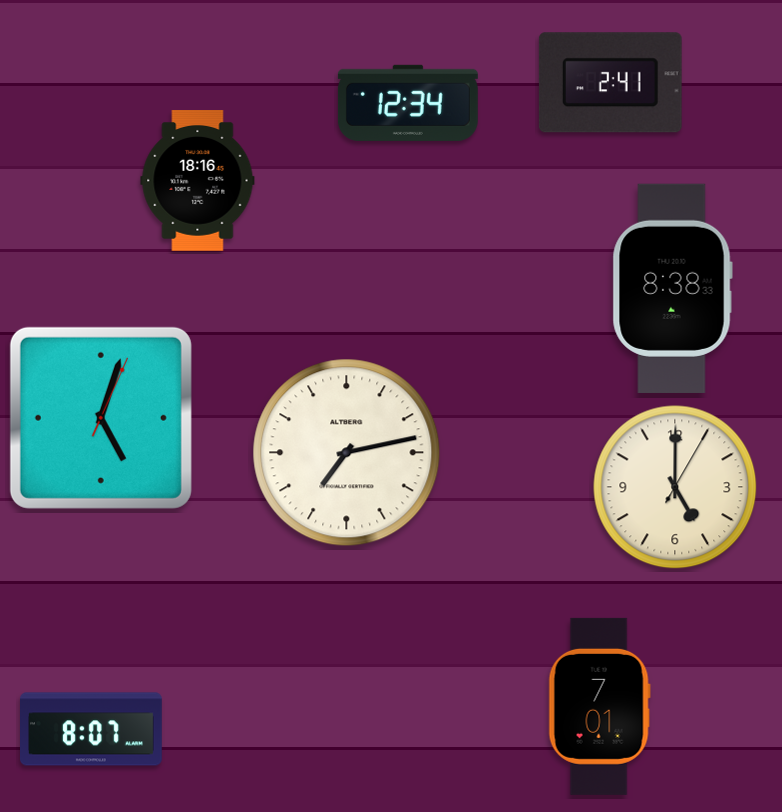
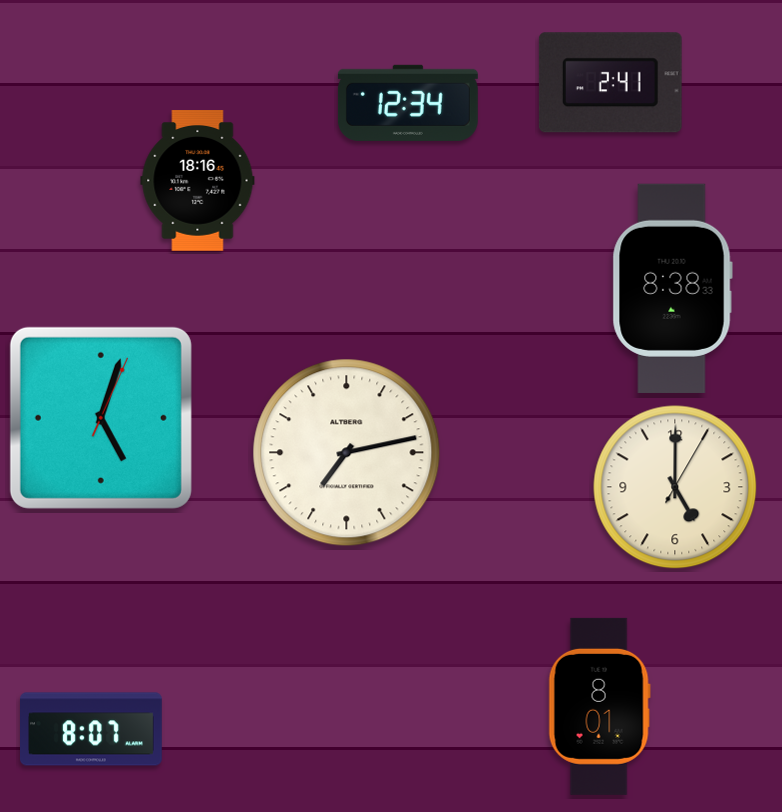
clock at (599, 706): 7:01 -> 8:01
